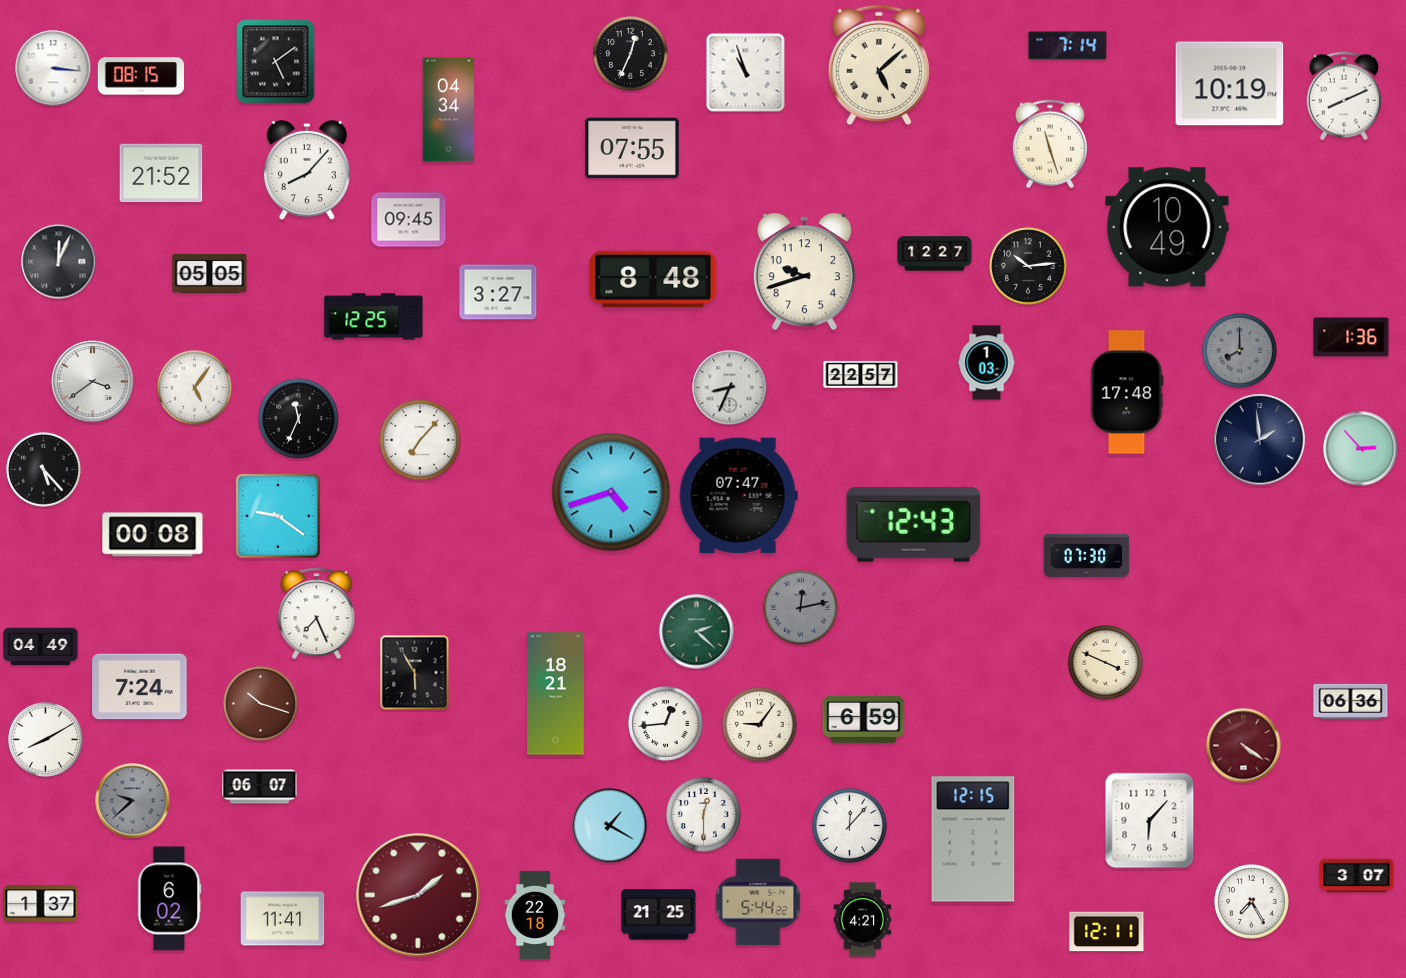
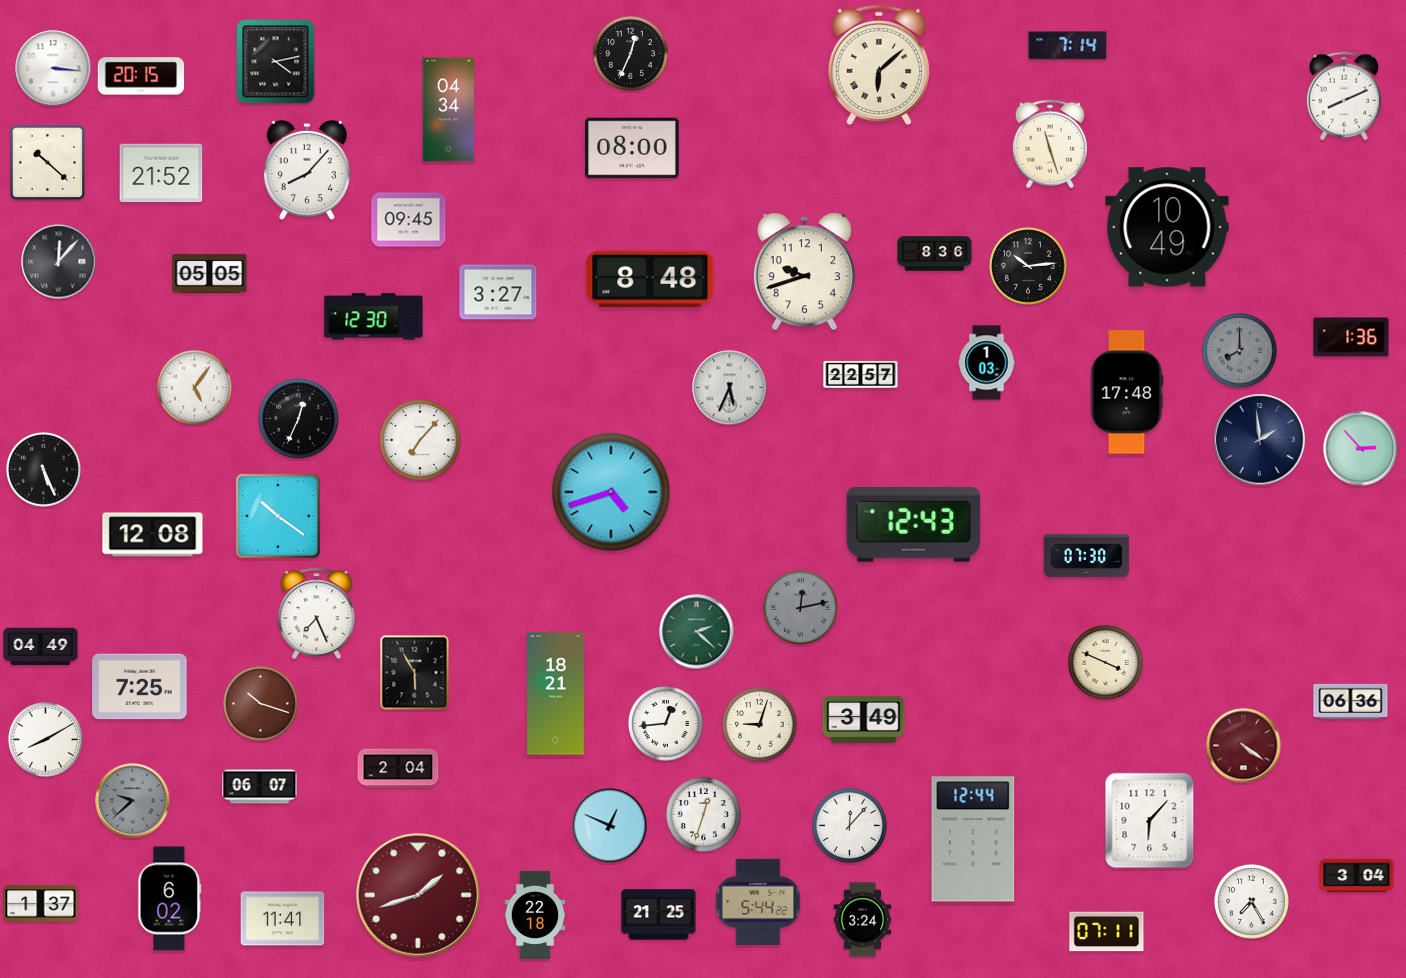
clock at (276, 62): 5:09 -> 4:13
clock at (879, 65): 5:08 -> 6:08
clock at (746, 73): 10:57 -> none
clock at (141, 76): 08:15 -> 20:15
clock at (1230, 84): 10:19 -> none
clock at (632, 148): 07:55 -> 08:00
clock at (48, 163): none -> 10:22
clock at (935, 254): 12:27 -> 8:36
clock at (59, 262): 12:04 -> 12:07
clock at (653, 279) position: (653, 279) -> (650, 279)
clock at (374, 317): 12:25 -> 12:30
clock at (93, 382): 3:39 -> none
clock at (730, 388): 8:34 -> 5:34
clock at (299, 419): 11:34 -> 12:34
clock at (44, 470): 5:23 -> 5:26
clock at (738, 496): 07:47 -> none
clock at (278, 516): 9:21 -> 10:21
clock at (153, 535): 00:08 -> 12:08
clock at (140, 687): 7:24 -> 7:25
clock at (864, 719): 6:59 -> 3:49
clock at (760, 725): 9:06 -> 9:03
clock at (398, 768): none -> 2:04
clock at (704, 815): 12:30 -> 12:33
clock at (610, 826): 1:20 -> 12:49
clock at (973, 839): 12:15 -> 12:44
clock at (1357, 876): 3:07 -> 3:04
clock at (863, 920): 4:21 -> 3:24
clock at (1107, 932): 12:11 -> 07:11
